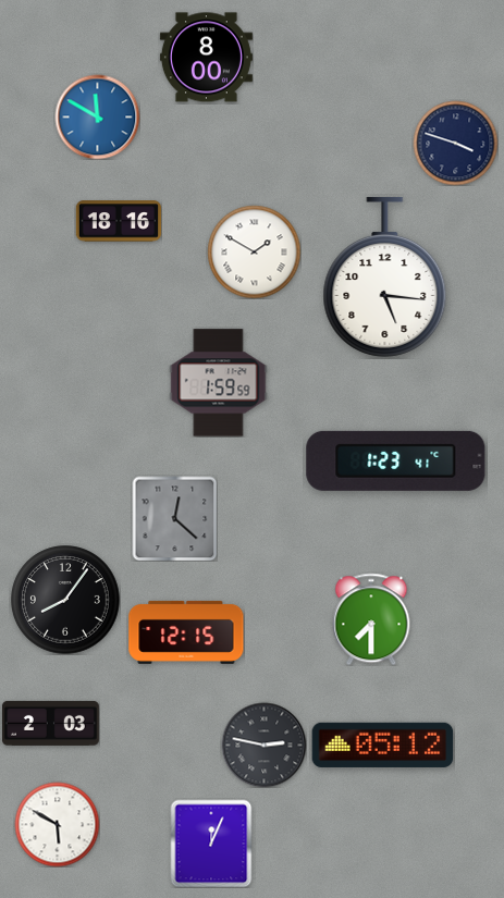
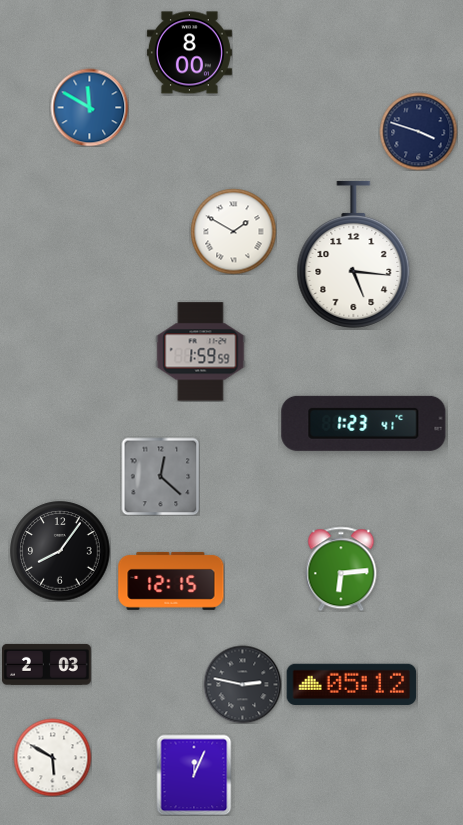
clock at (119, 221): 18:16 -> none
clock at (371, 619): 7:30 -> 6:14
